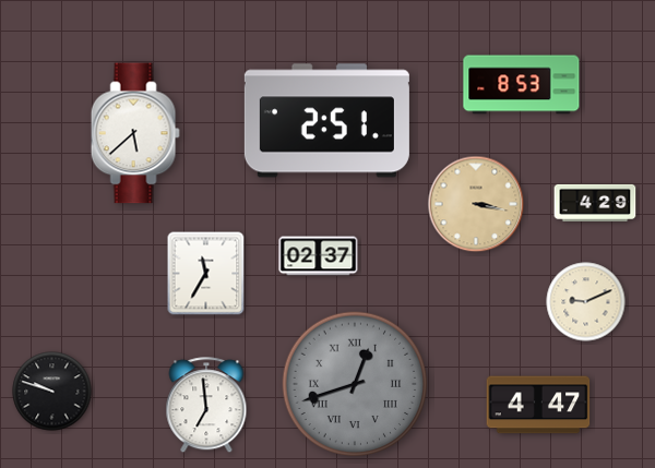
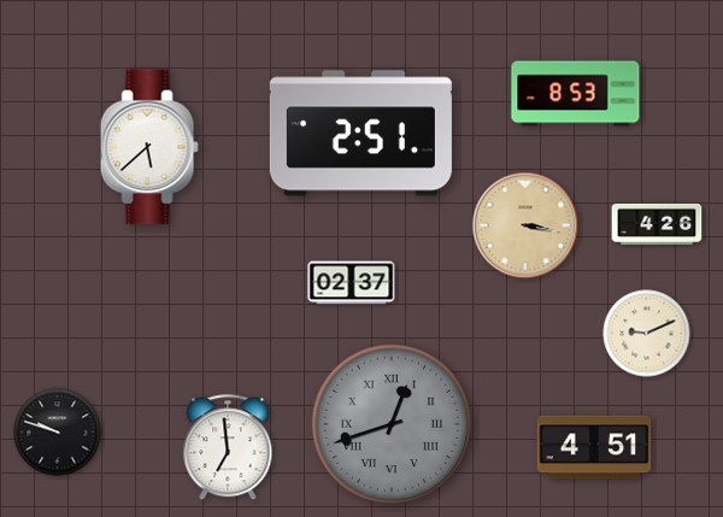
clock at (595, 203): 4:29 -> 4:26
clock at (206, 274): 11:35 -> none
clock at (538, 405): 4:47 -> 4:51
